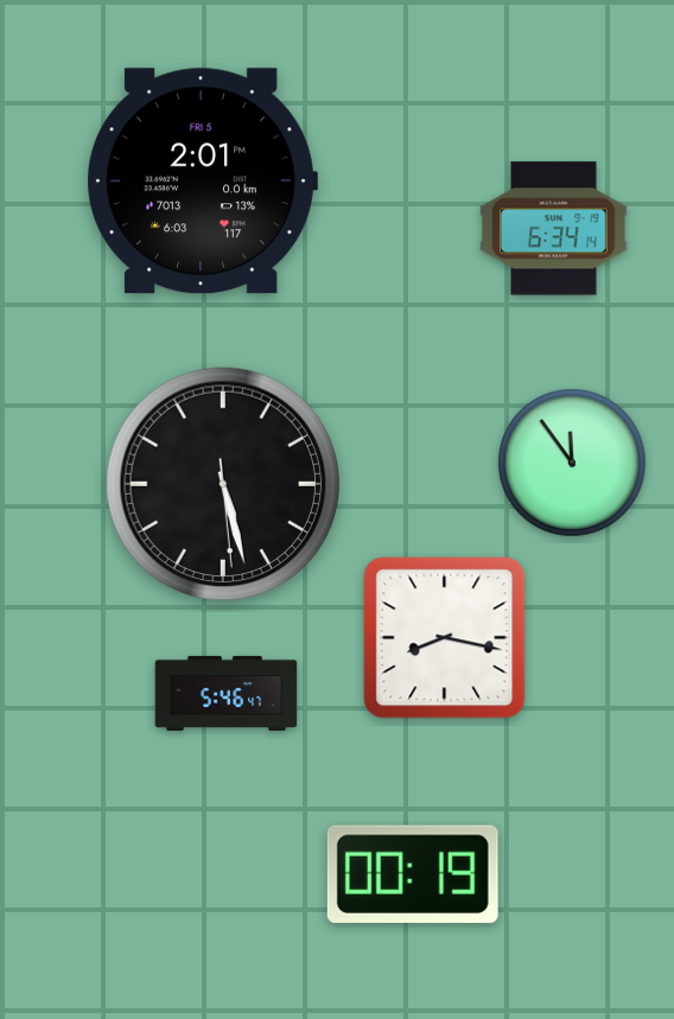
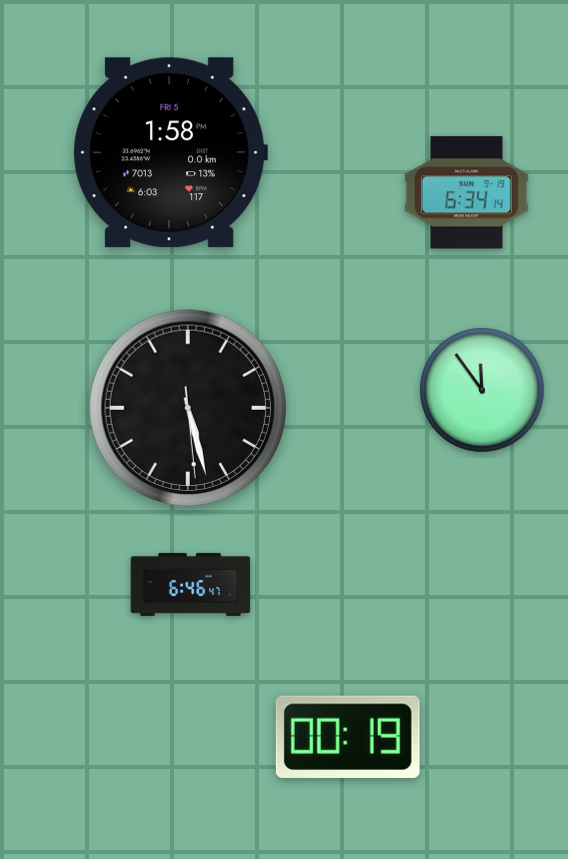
clock at (202, 181): 2:01 -> 1:58
clock at (445, 638): 8:17 -> none
clock at (227, 693): 5:46 -> 6:46
